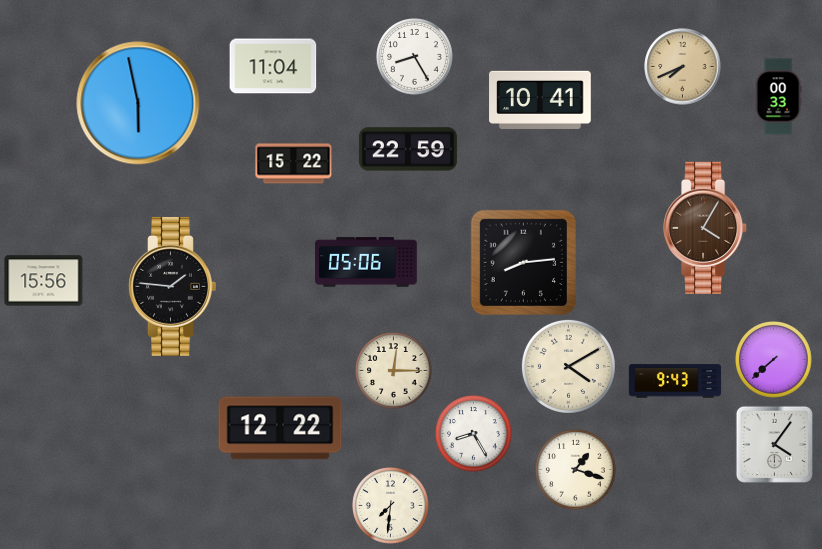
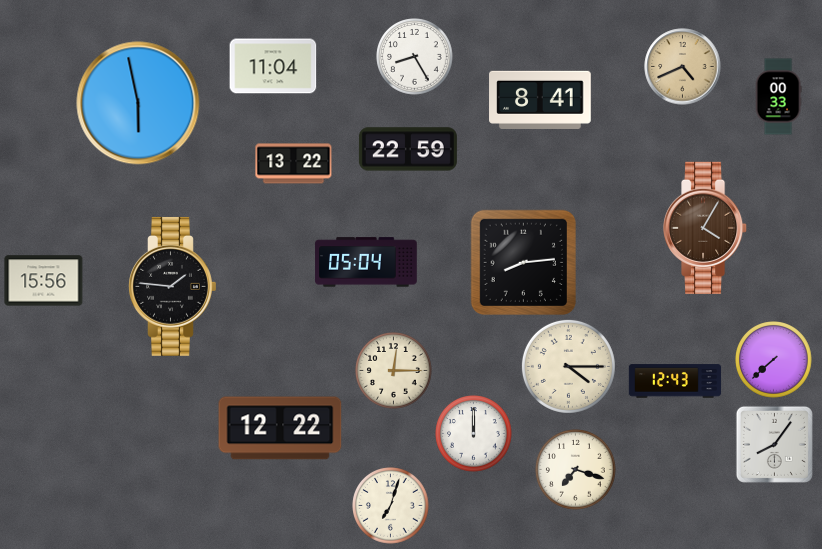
clock at (683, 67): 7:41 -> 4:41
clock at (540, 99): 10:41 -> 8:41
clock at (294, 164): 15:22 -> 13:22
clock at (366, 262): 05:06 -> 05:04
clock at (568, 366): 4:10 -> 4:15
clock at (675, 381): 9:43 -> 12:43
clock at (474, 434): 8:25 -> 12:00
clock at (774, 444): 4:06 -> 8:06
clock at (576, 470): 1:18 -> 7:18
clock at (391, 506): 7:31 -> 7:03
